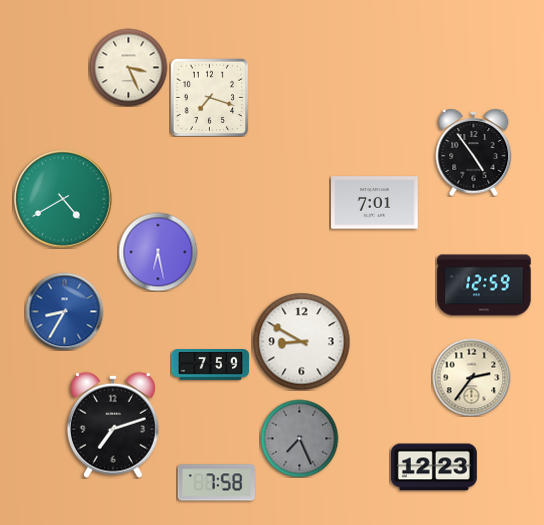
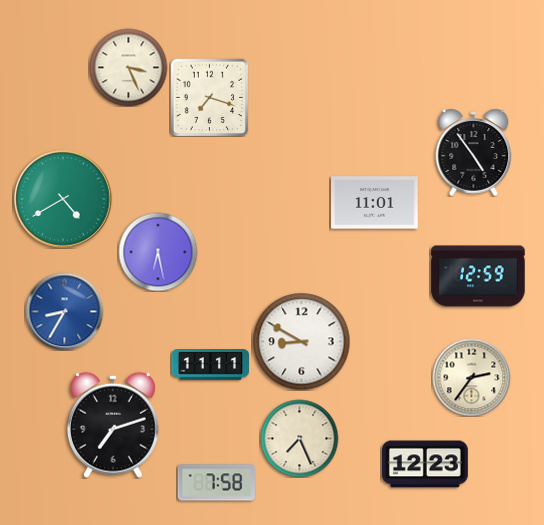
clock at (375, 203): 7:01 -> 11:01
clock at (484, 285) position: (484, 285) -> (478, 276)
clock at (210, 365): 7:59 -> 11:11
clock at (299, 438) dial: grey -> cream
clock at (434, 467) position: (434, 467) -> (425, 464)
